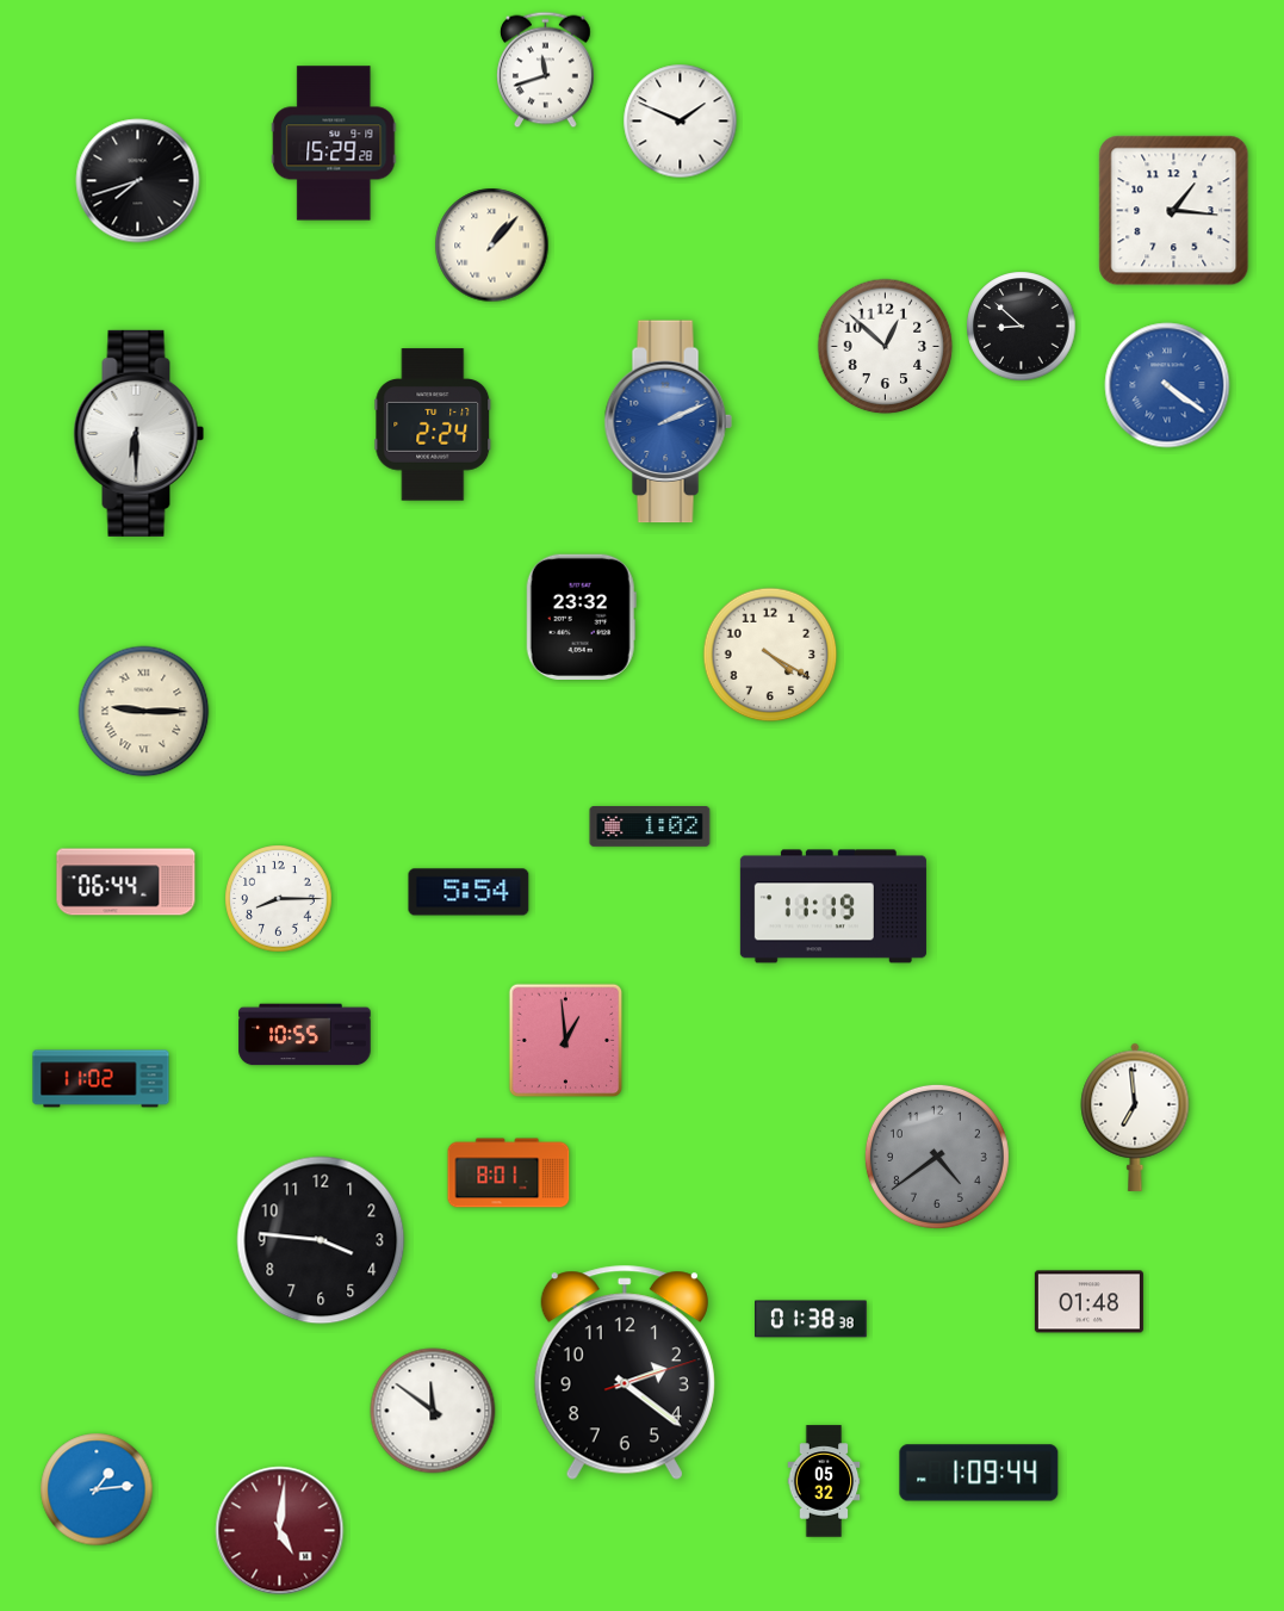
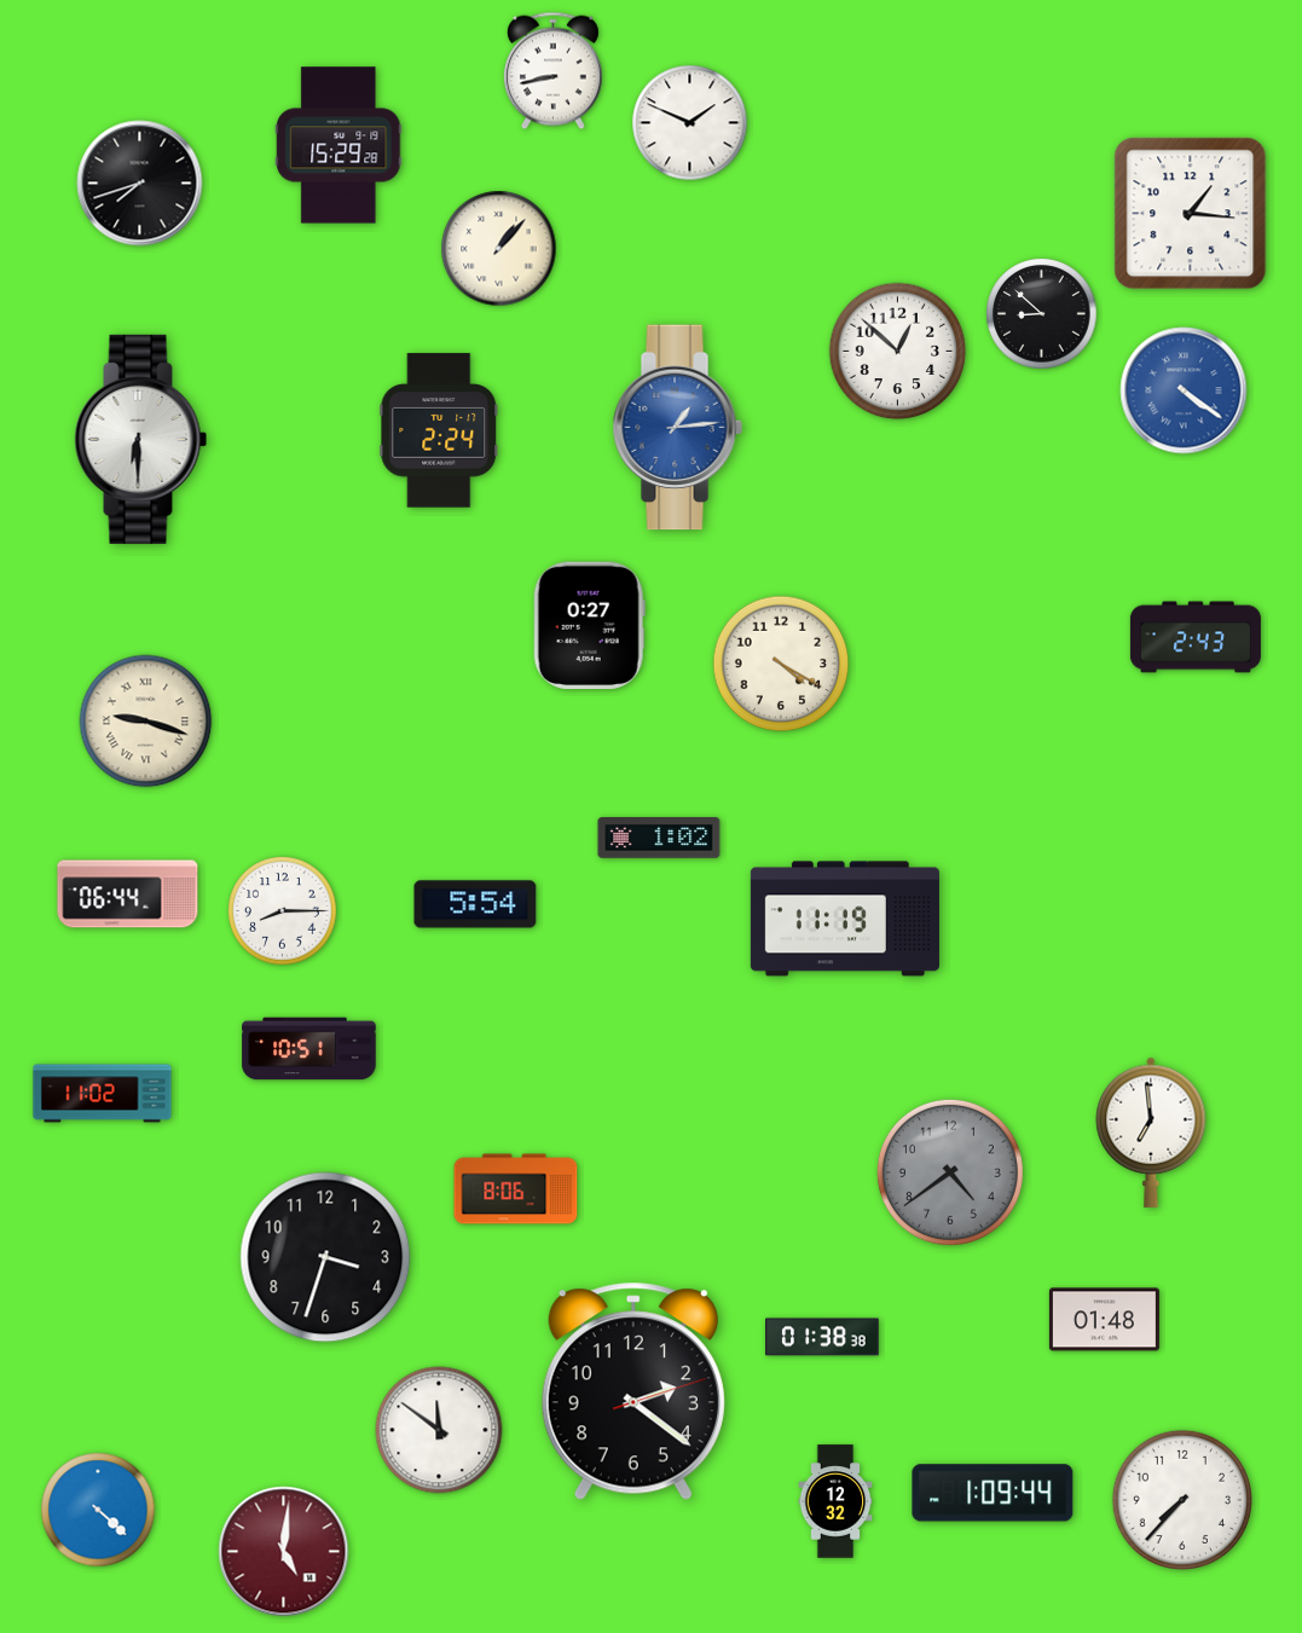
clock at (545, 70): 11:42 -> 8:43
clock at (1022, 327) position: (1022, 327) -> (1042, 314)
clock at (668, 422): 2:11 -> 1:14
clock at (581, 616): 23:32 -> 0:27
clock at (1196, 637): none -> 2:43
clock at (144, 712): 9:15 -> 9:18
clock at (305, 1035): 10:55 -> 10:51
clock at (566, 1041): 12:59 -> none
clock at (509, 1173): 8:01 -> 8:06
clock at (321, 1240): 3:46 -> 3:33
clock at (1181, 1499): none -> 7:37
clock at (824, 1481): 05:32 -> 12:32
clock at (97, 1489): 1:14 -> 4:22
